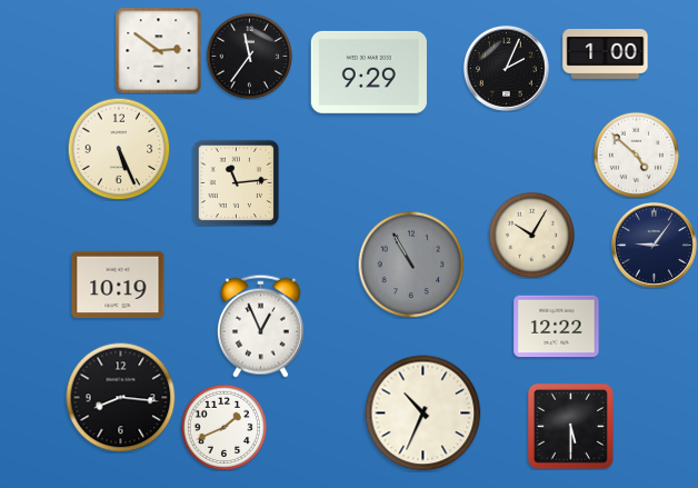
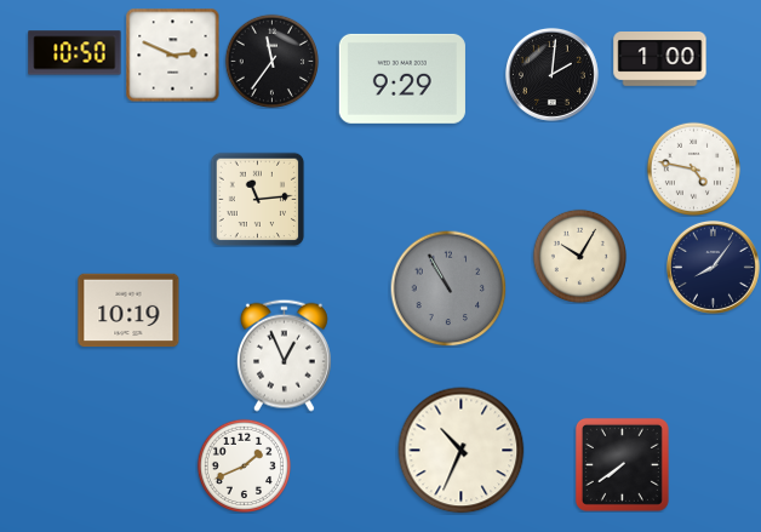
clock at (75, 53): none -> 10:50
clock at (158, 50): 2:51 -> 2:49
clock at (506, 68): 2:04 -> 2:01
clock at (119, 149): 5:26 -> none
clock at (636, 155): 4:52 -> 4:47
clock at (654, 245): 9:06 -> 8:06
clock at (557, 327): 12:22 -> none
clock at (121, 398): 8:16 -> none
clock at (570, 426): 5:30 -> 7:39
